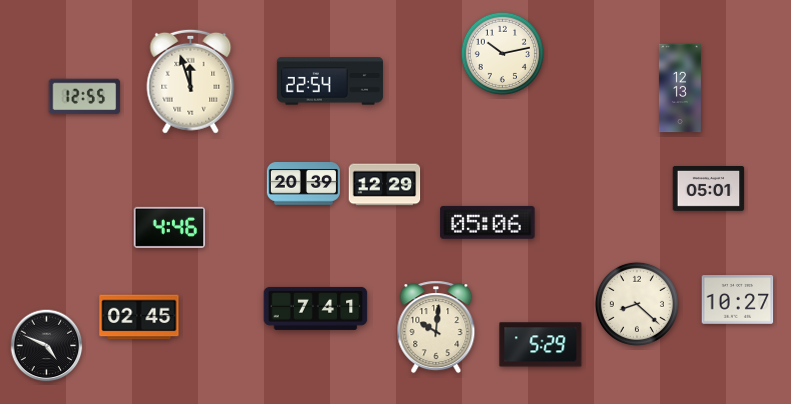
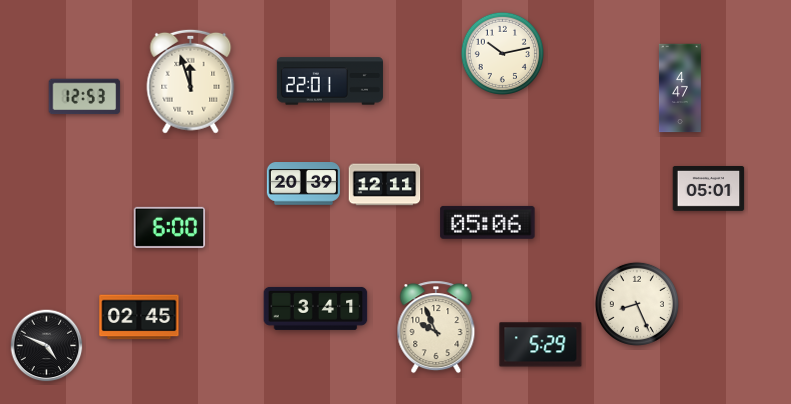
clock at (330, 81): 22:54 -> 22:01
clock at (680, 88): 12:13 -> 4:47
clock at (85, 97): 12:55 -> 12:53
clock at (385, 185): 12:29 -> 12:11
clock at (170, 227): 4:46 -> 6:00
clock at (738, 300): 10:27 -> none
clock at (637, 304): 8:22 -> 8:26
clock at (316, 308): 7:41 -> 3:41
clock at (436, 327): 10:01 -> 9:56
